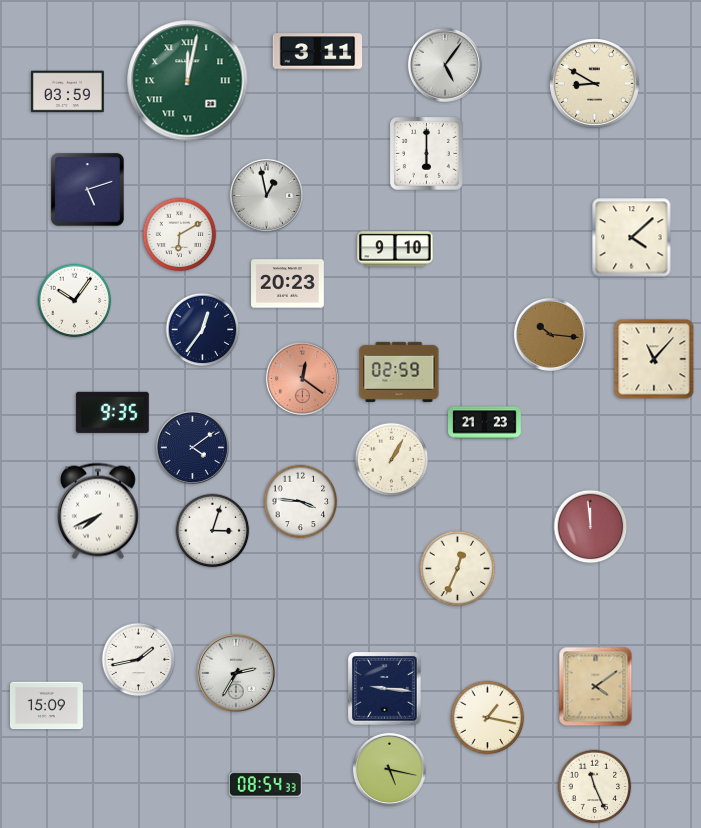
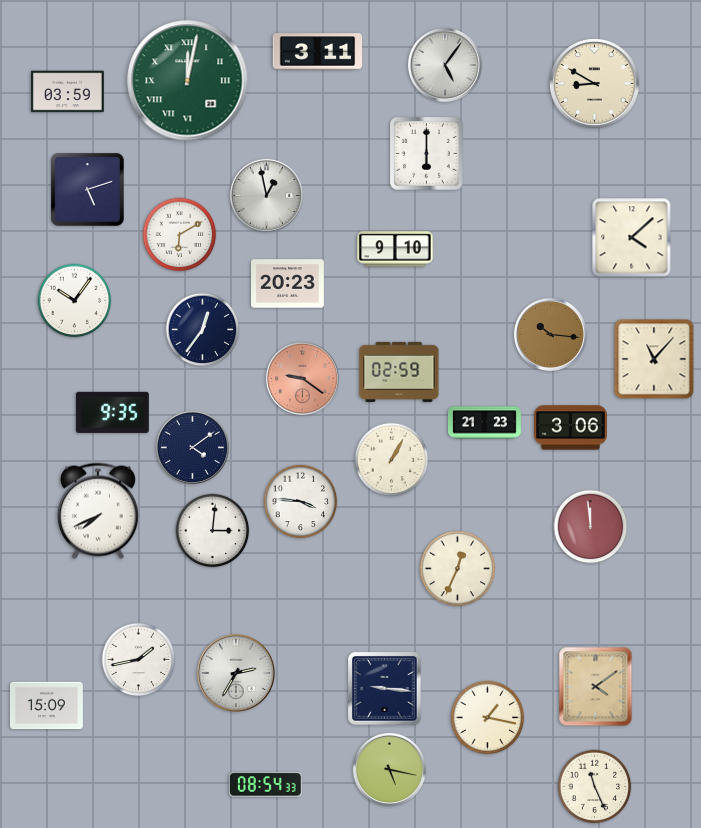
clock at (302, 378): 12:21 -> 9:21
clock at (571, 428): none -> 3:06
clock at (213, 531): 3:03 -> 3:01
